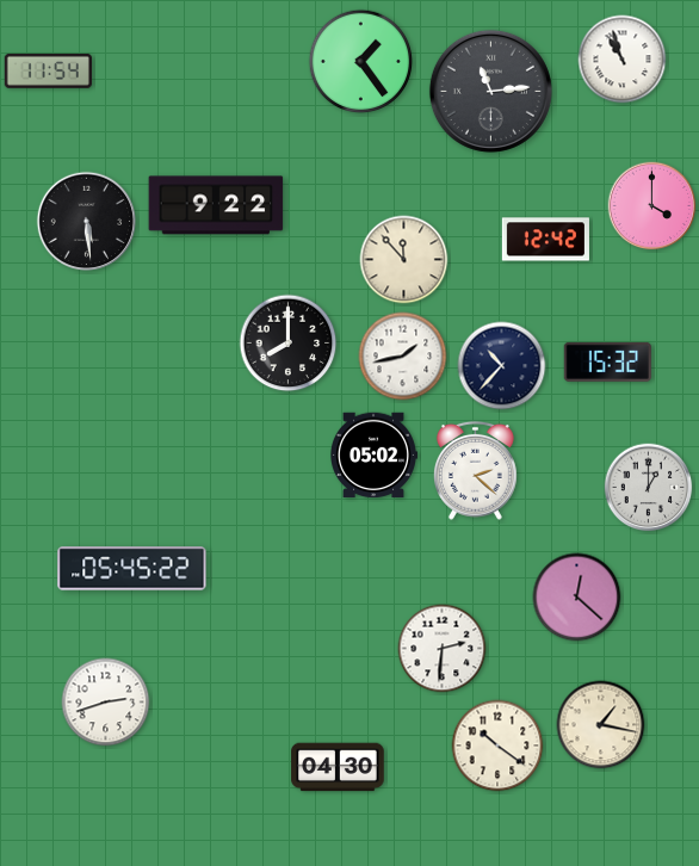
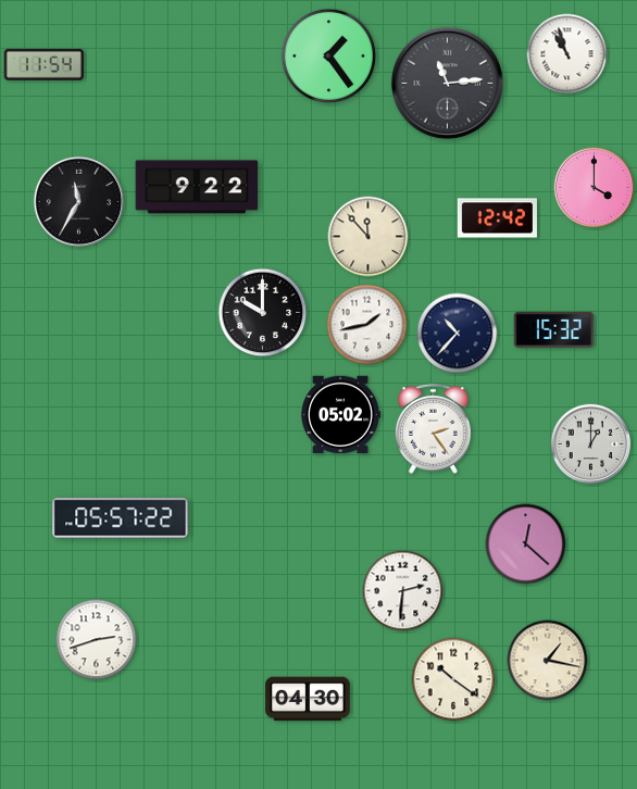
clock at (87, 222): 5:29 -> 11:35
clock at (289, 344): 8:00 -> 10:00
clock at (475, 470): 2:22 -> 2:24
clock at (132, 569): 05:45 -> 05:57
